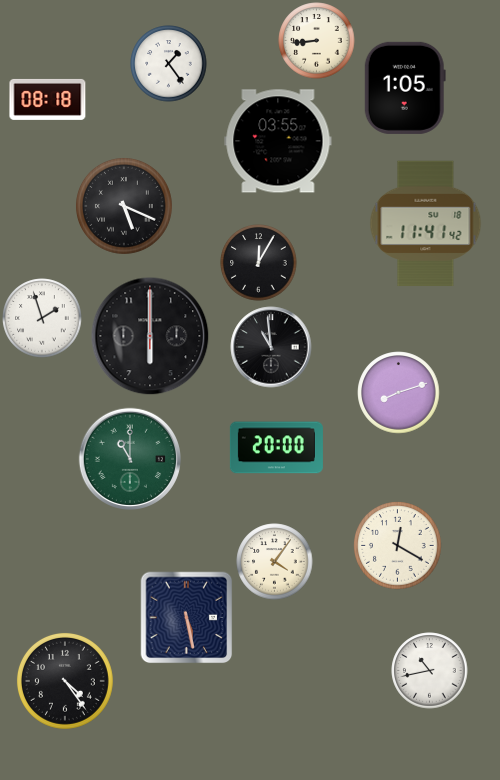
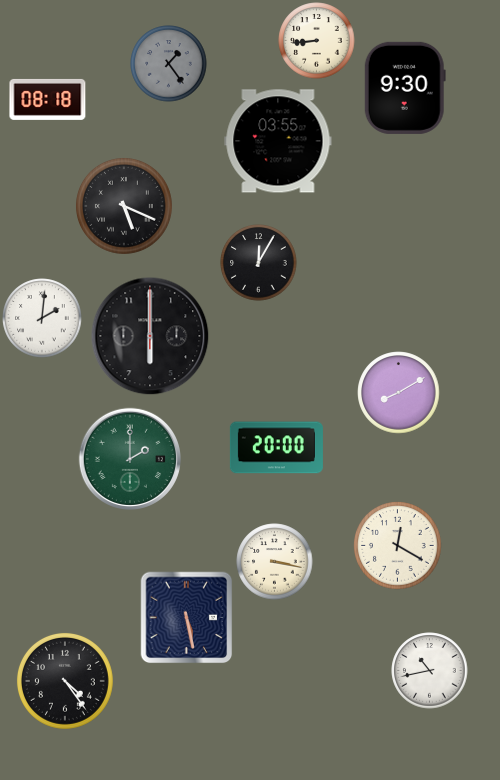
clock at (169, 64) dial: white -> grey
clock at (405, 88): 1:05 -> 9:30
clock at (426, 224): 11:41 -> none
clock at (42, 318): 1:57 -> 2:01
clock at (271, 347): 10:59 -> none
clock at (399, 393): 8:12 -> 8:10
clock at (130, 459): 11:00 -> 2:00
clock at (275, 562): 4:06 -> 3:17
